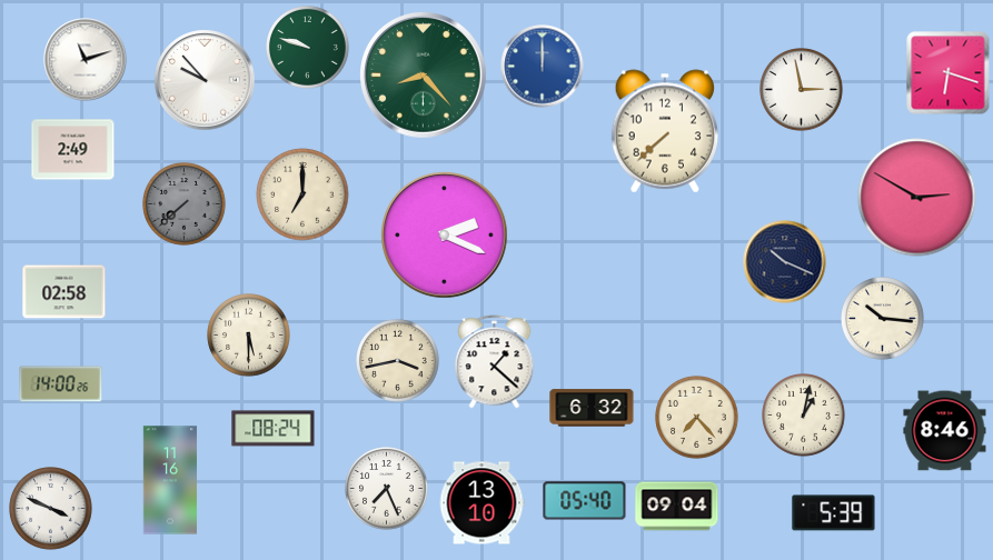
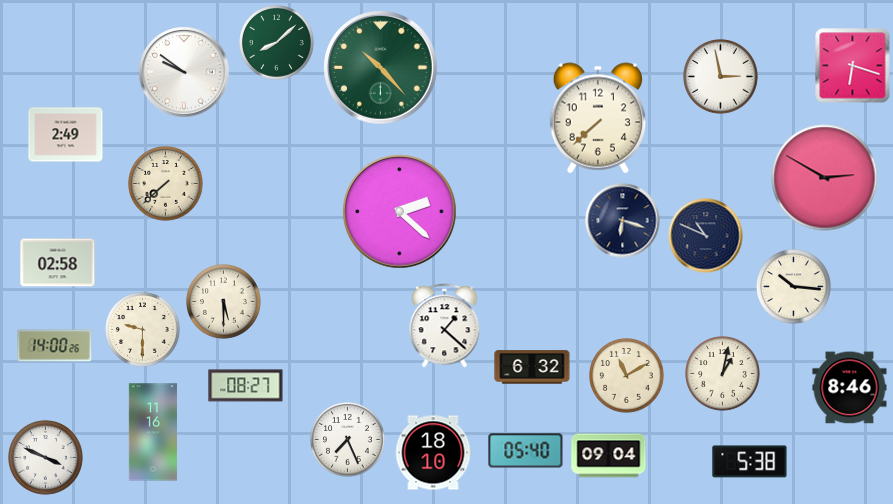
clock at (308, 48): 9:48 -> 8:08
clock at (86, 60): 11:12 -> none
clock at (543, 67): 12:00 -> none
clock at (424, 76): 8:23 -> 10:23
clock at (205, 80): 9:53 -> 9:51
clock at (802, 90) position: (802, 90) -> (721, 77)
clock at (302, 194): 7:00 -> none
clock at (185, 204) dial: grey -> cream
clock at (445, 236): 2:19 -> 2:22
clock at (623, 221): none -> 6:18
clock at (785, 262): 10:19 -> 10:49
clock at (398, 361): 3:43 -> none
clock at (143, 330): none -> 9:30
clock at (697, 418): 7:23 -> 11:10
clock at (274, 429): 08:24 -> 08:27
clock at (481, 503): 13:10 -> 18:10
clock at (834, 513): 5:39 -> 5:38
